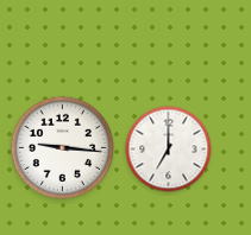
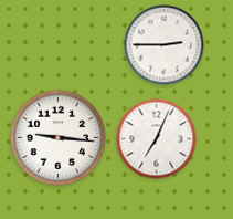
clock at (165, 45): none -> 2:45
clock at (169, 150): 7:00 -> 7:04
